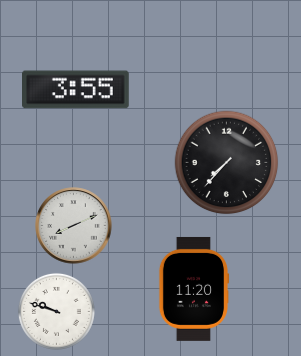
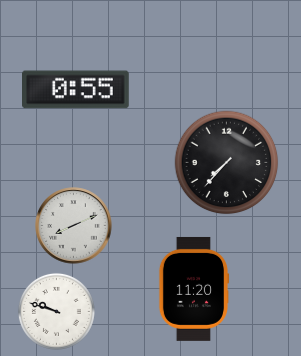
clock at (76, 90): 3:55 -> 0:55
